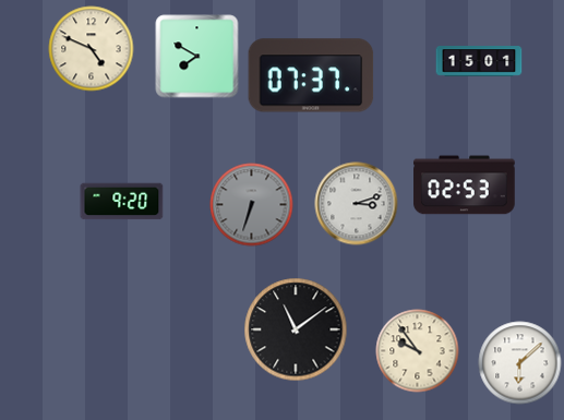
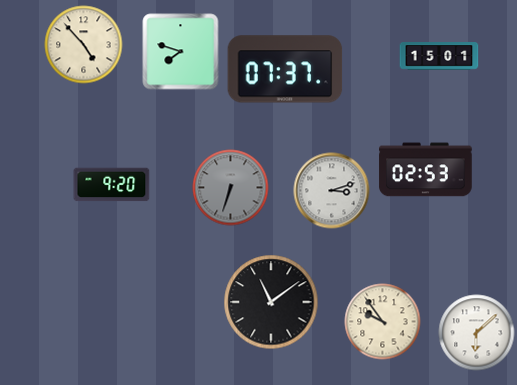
clock at (92, 49): 4:49 -> 4:53
clock at (197, 57): 7:50 -> 7:48
clock at (357, 204) position: (357, 204) -> (332, 191)
